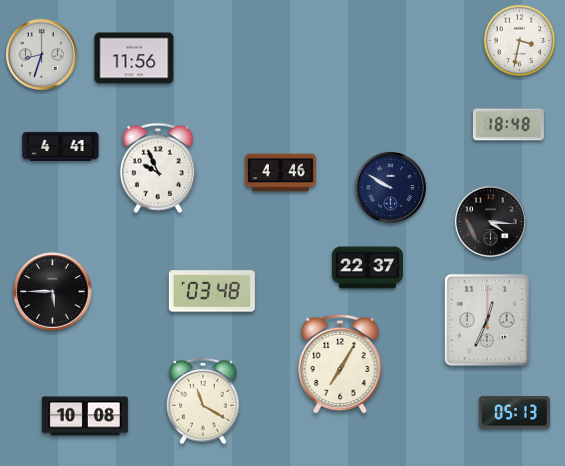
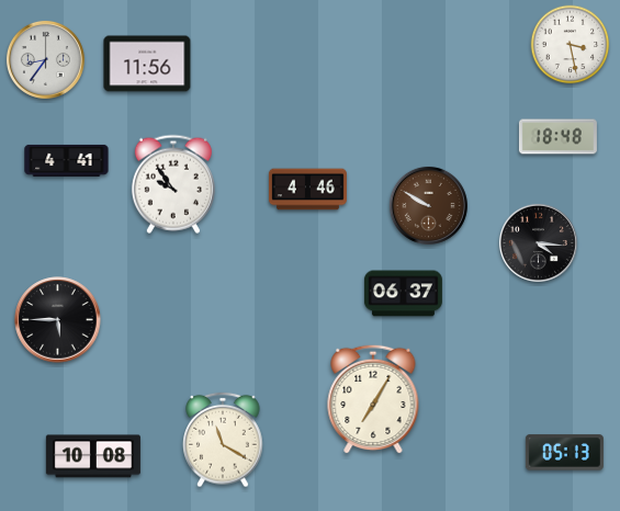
clock at (520, 41): 3:32 -> 3:28
clock at (41, 54): 8:33 -> 8:36
clock at (158, 168): 9:56 -> 9:54
clock at (390, 187) dial: navy -> brown
clock at (367, 268): 22:37 -> 06:37
clock at (212, 291): 03:48 -> none
clock at (487, 320): 12:34 -> none
